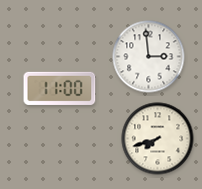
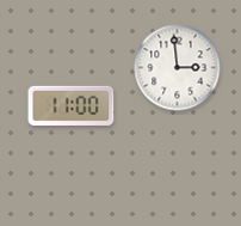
clock at (158, 139): 7:42 -> none
